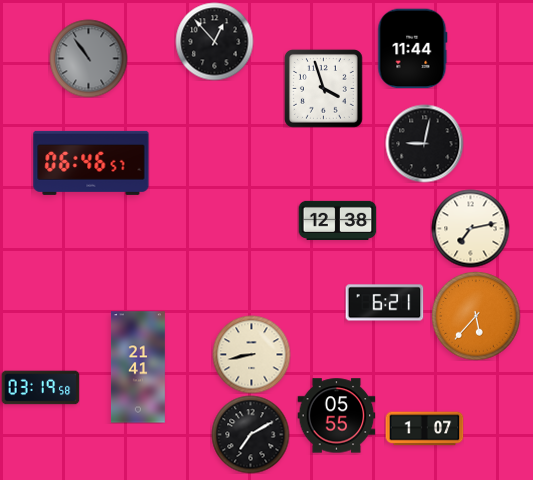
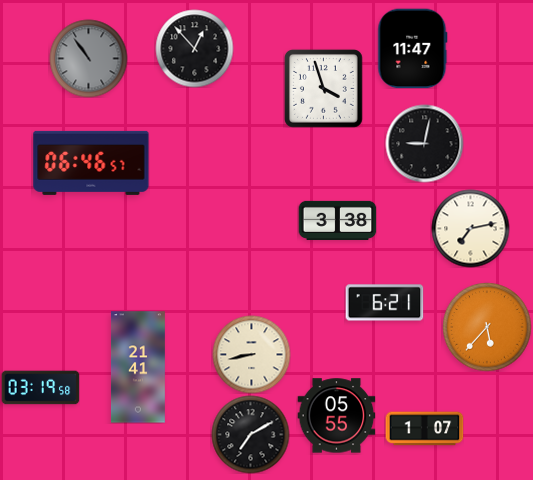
clock at (214, 41) position: (214, 41) -> (194, 48)
clock at (413, 48): 11:44 -> 11:47
clock at (337, 220): 12:38 -> 3:38
clock at (476, 316) position: (476, 316) -> (487, 327)
